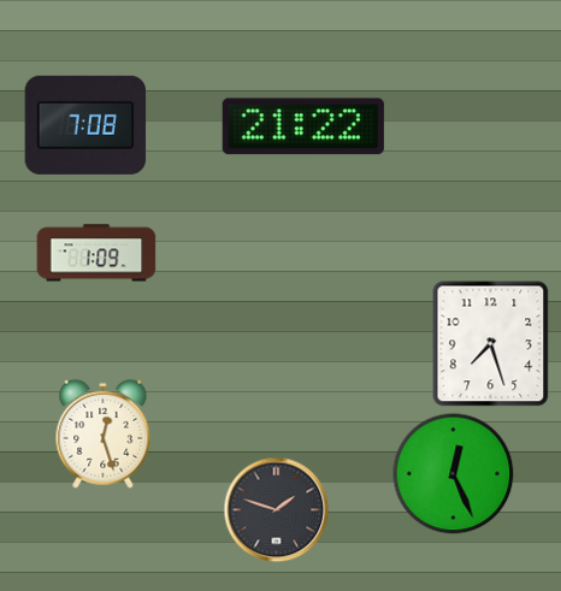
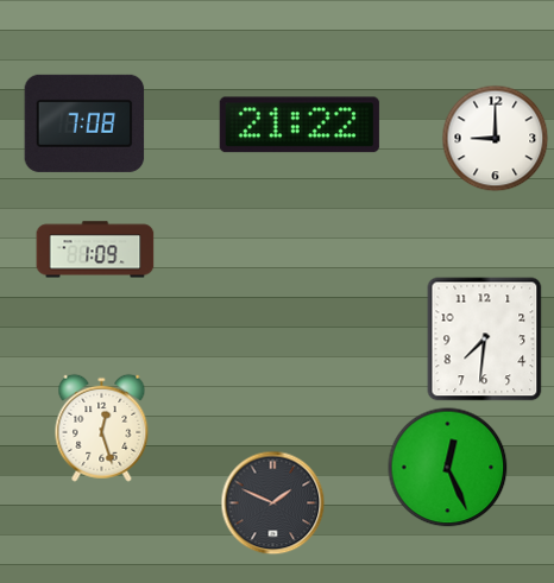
clock at (496, 139): none -> 9:00
clock at (491, 344): 7:27 -> 7:31
clock at (277, 510): 1:48 -> 1:49
